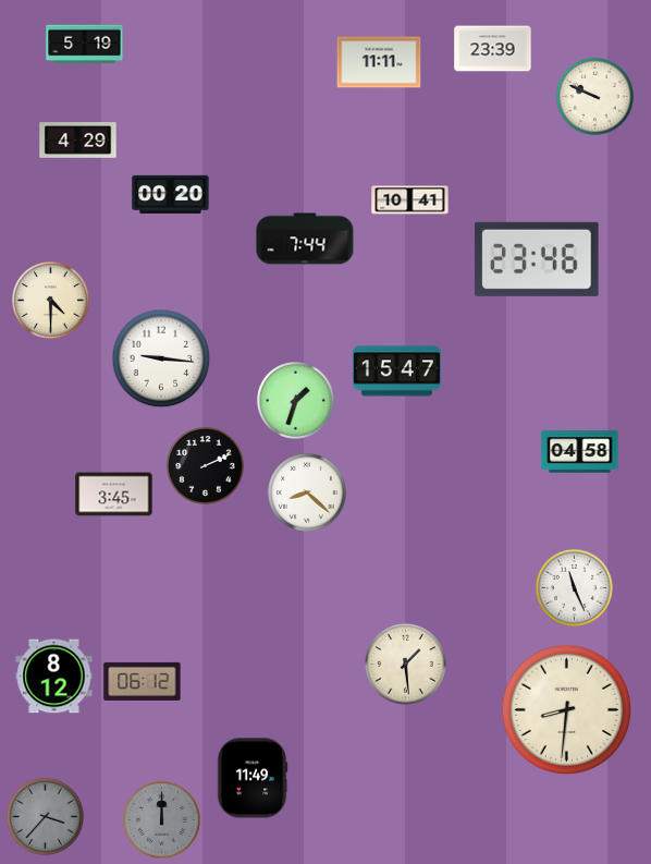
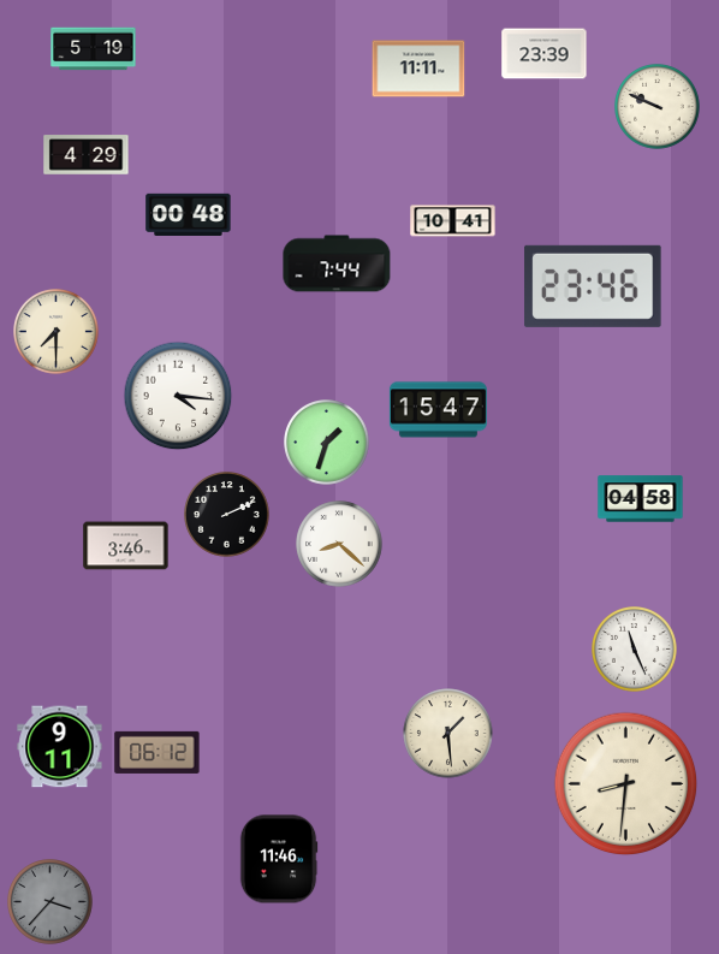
clock at (171, 194): 00:20 -> 00:48
clock at (51, 301): 4:30 -> 7:30
clock at (161, 358): 9:16 -> 4:16
clock at (114, 495): 3:45 -> 3:46
clock at (54, 677): 8:12 -> 9:11
clock at (253, 778): 11:49 -> 11:46
clock at (162, 820): 12:00 -> none
